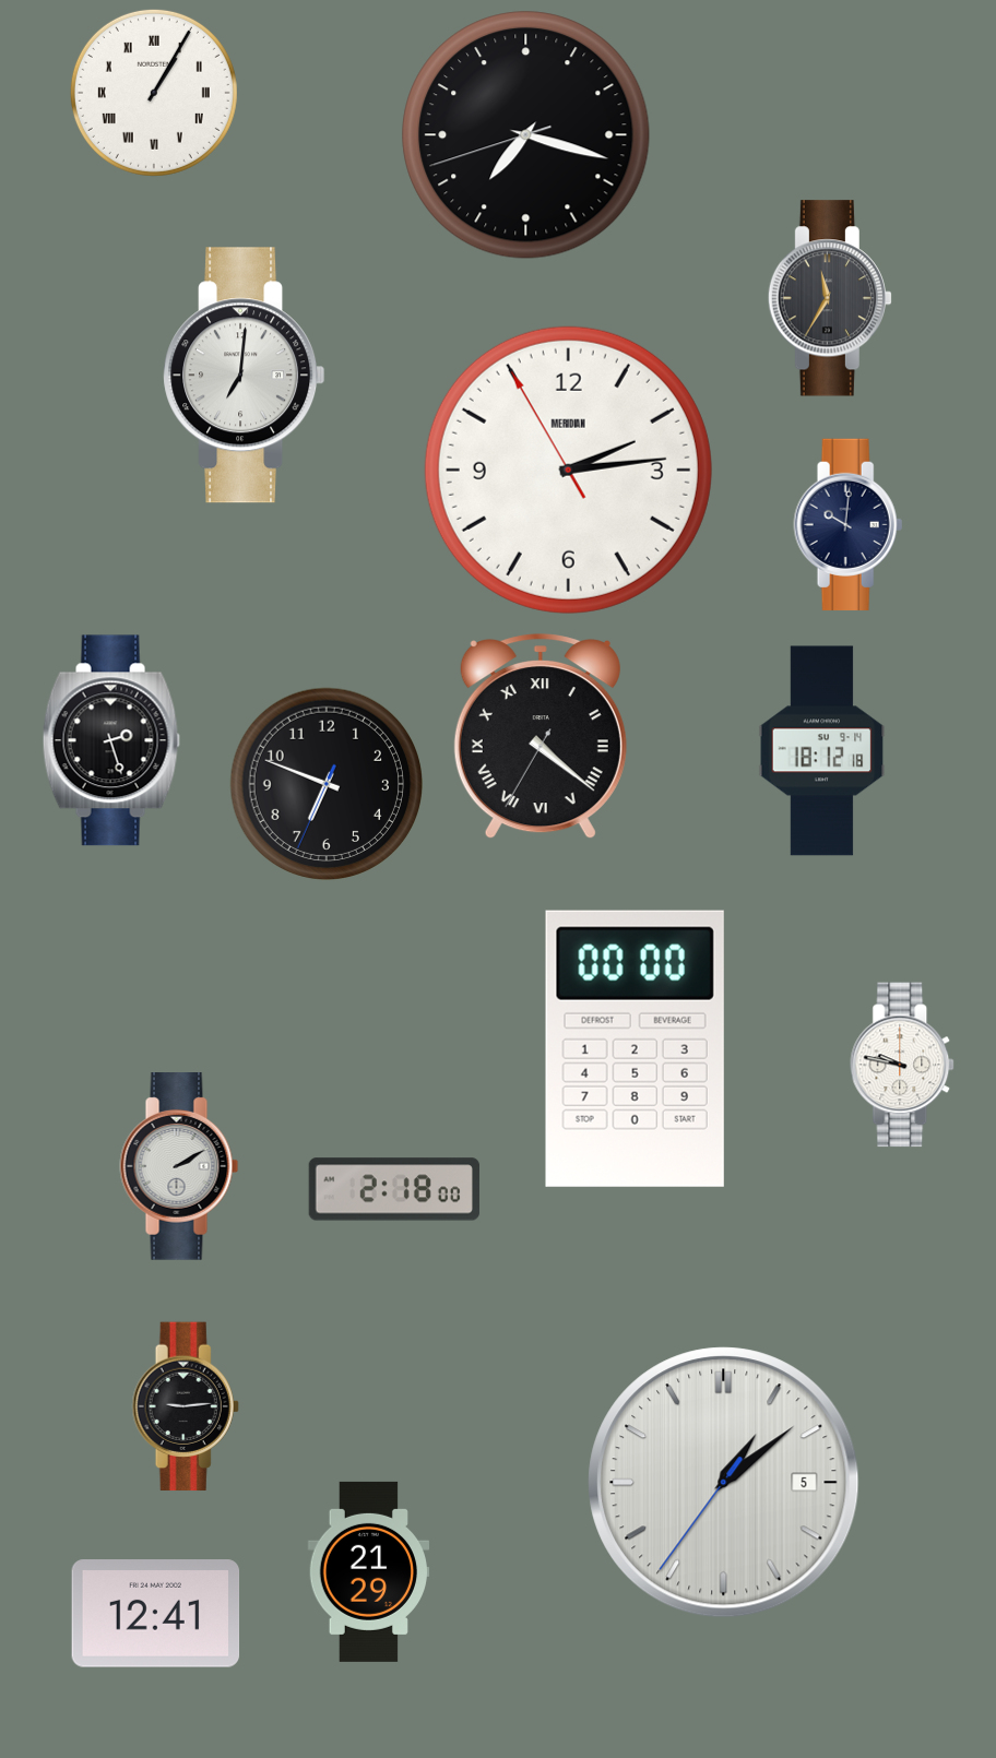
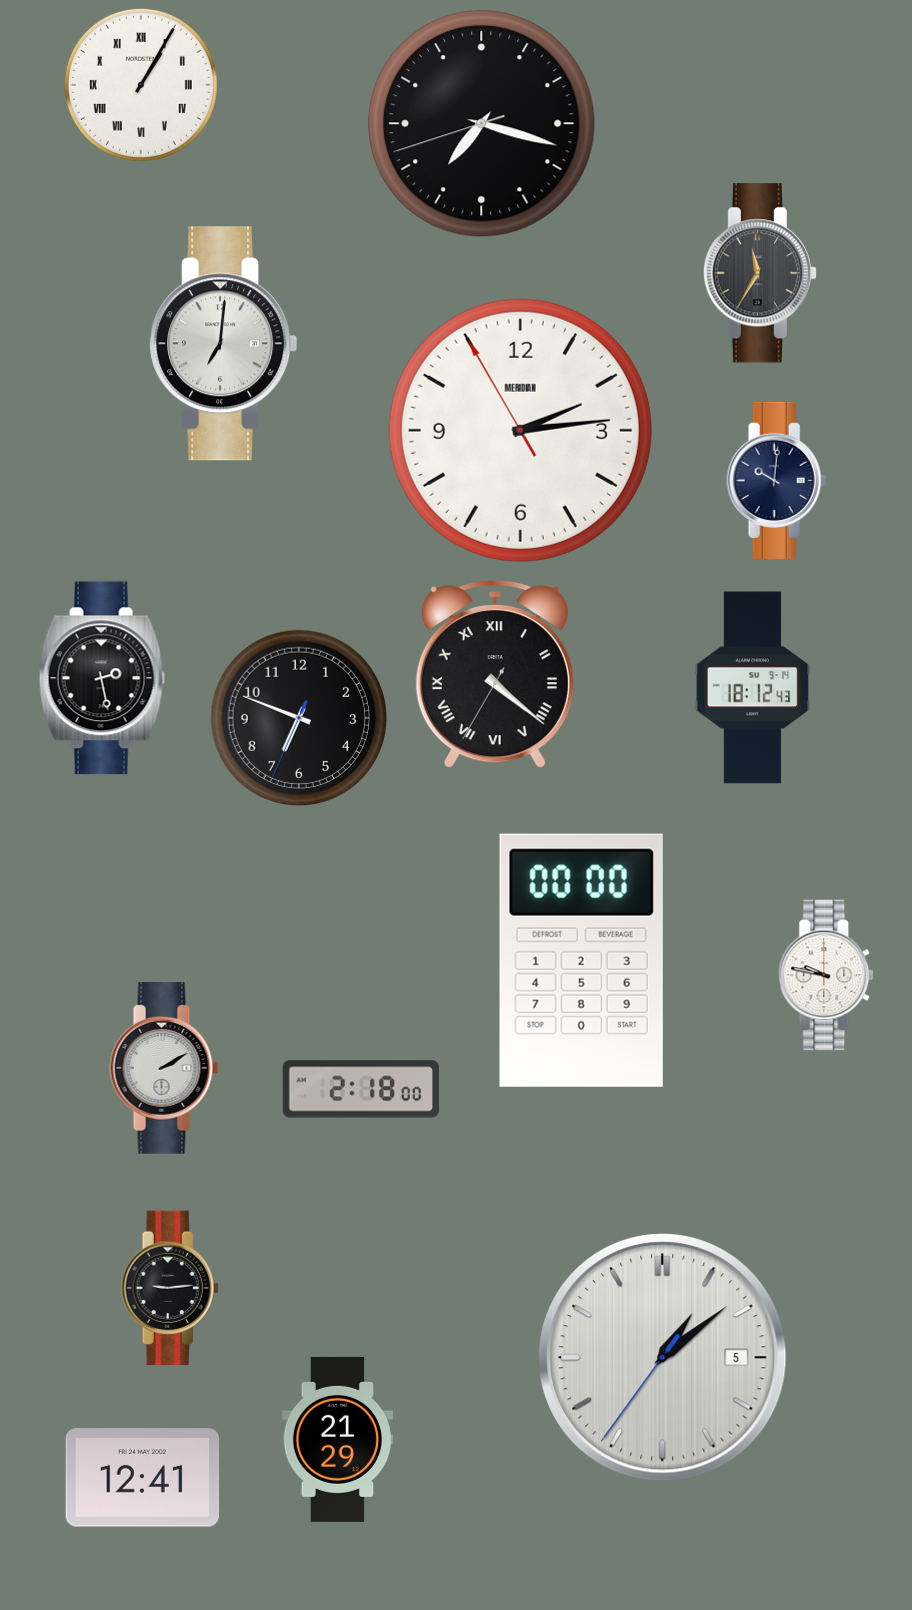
clock at (111, 740): 2:27 -> 2:28
clock at (822, 751): 18:12:18 -> 18:12:43
